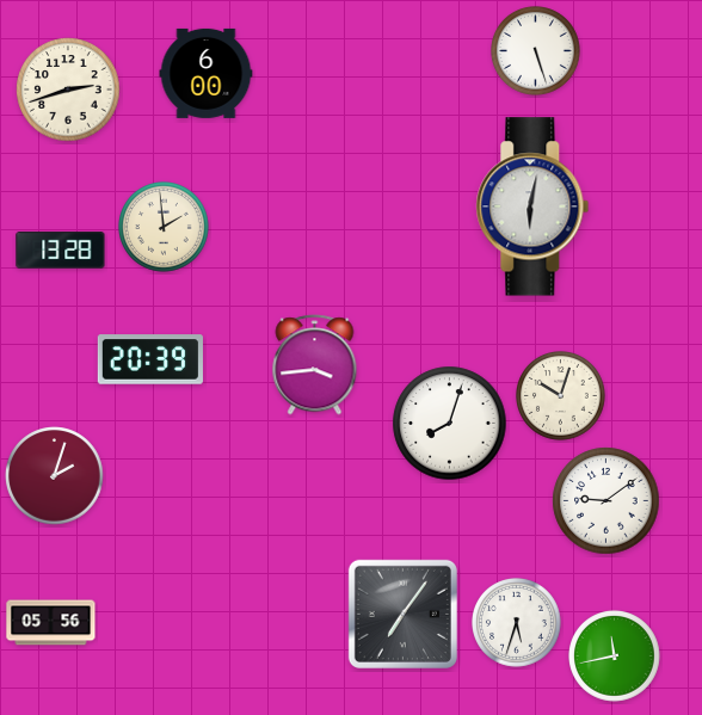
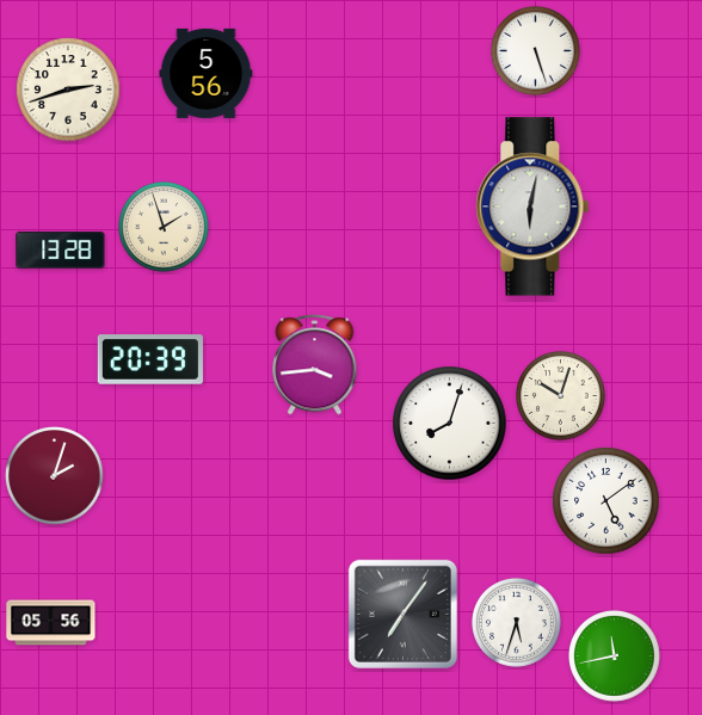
clock at (207, 73): 6:00 -> 5:56
clock at (165, 228): 1:59 -> 1:57
clock at (606, 501): 9:09 -> 5:09
